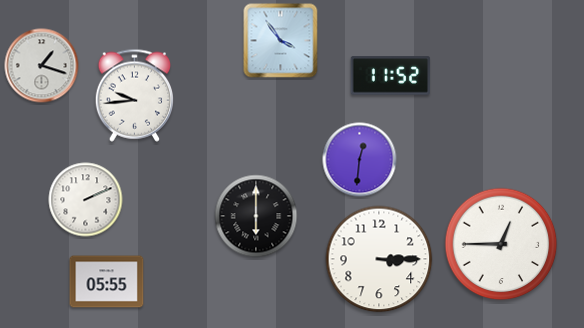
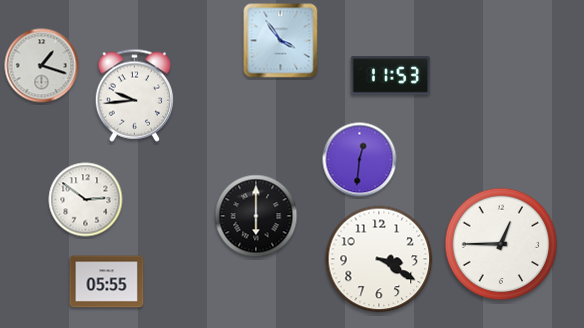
clock at (391, 76): 11:52 -> 11:53
clock at (86, 200): 2:11 -> 2:51
clock at (379, 259): 3:15 -> 3:20
